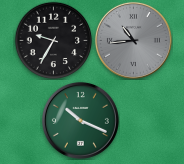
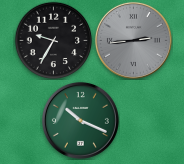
clock at (133, 40): 10:44 -> 2:44
